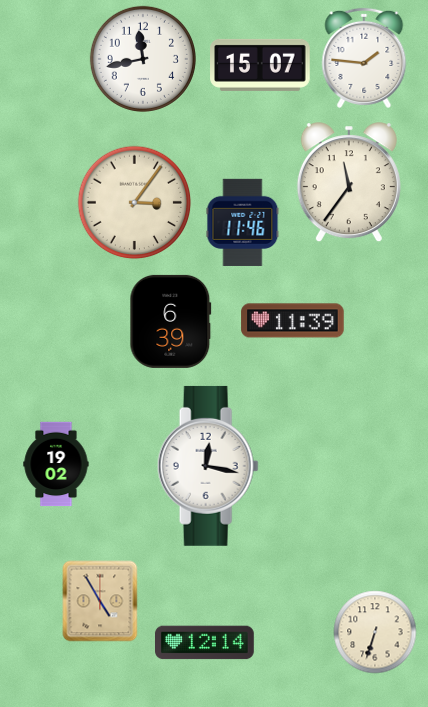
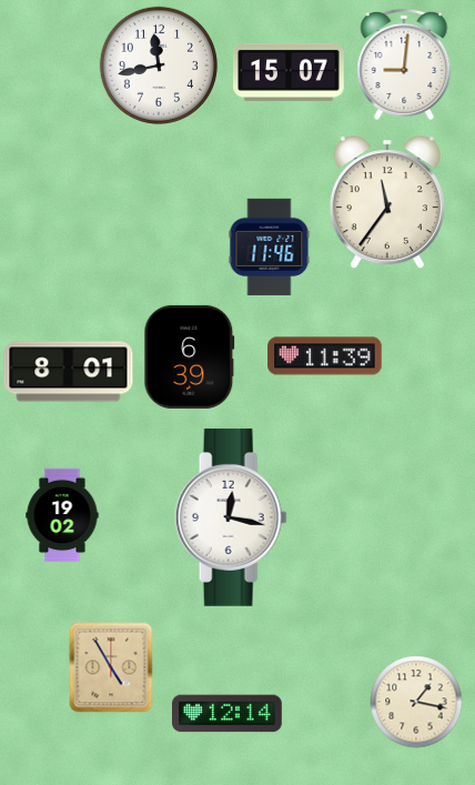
clock at (364, 58): 1:46 -> 9:01
clock at (134, 202): 3:06 -> none
clock at (69, 372): none -> 8:01
clock at (375, 632): 6:33 -> 1:17
